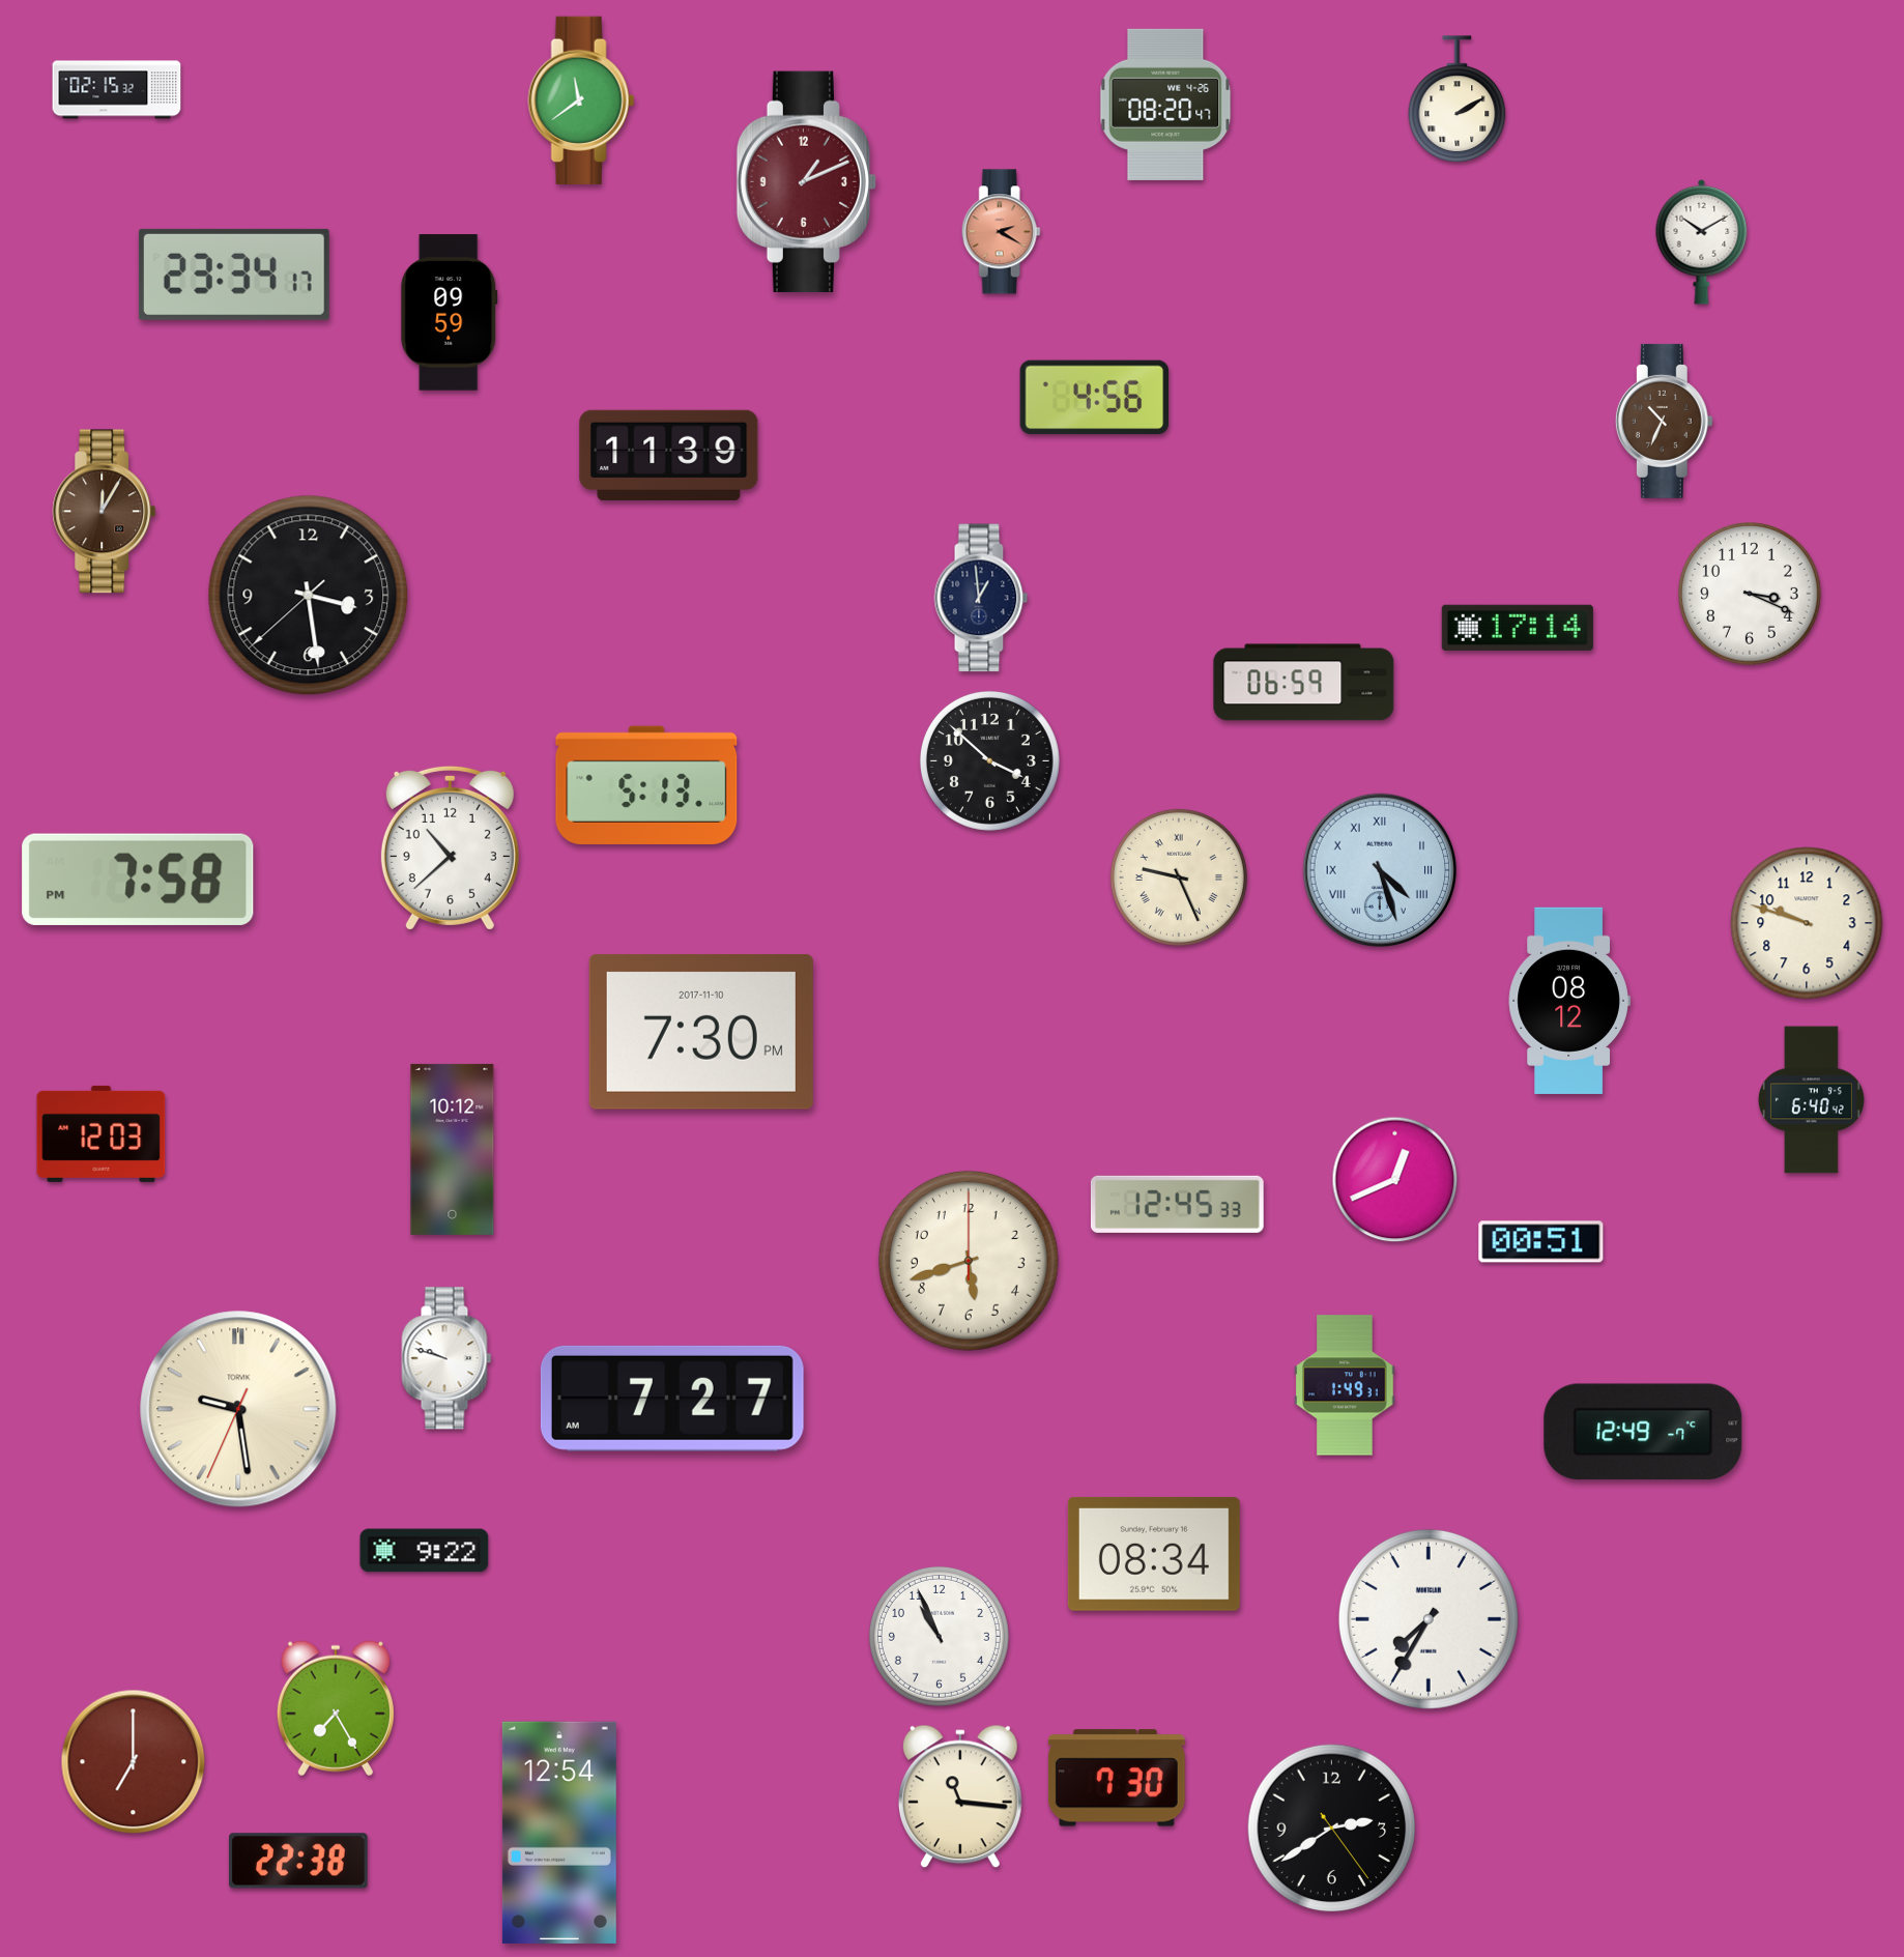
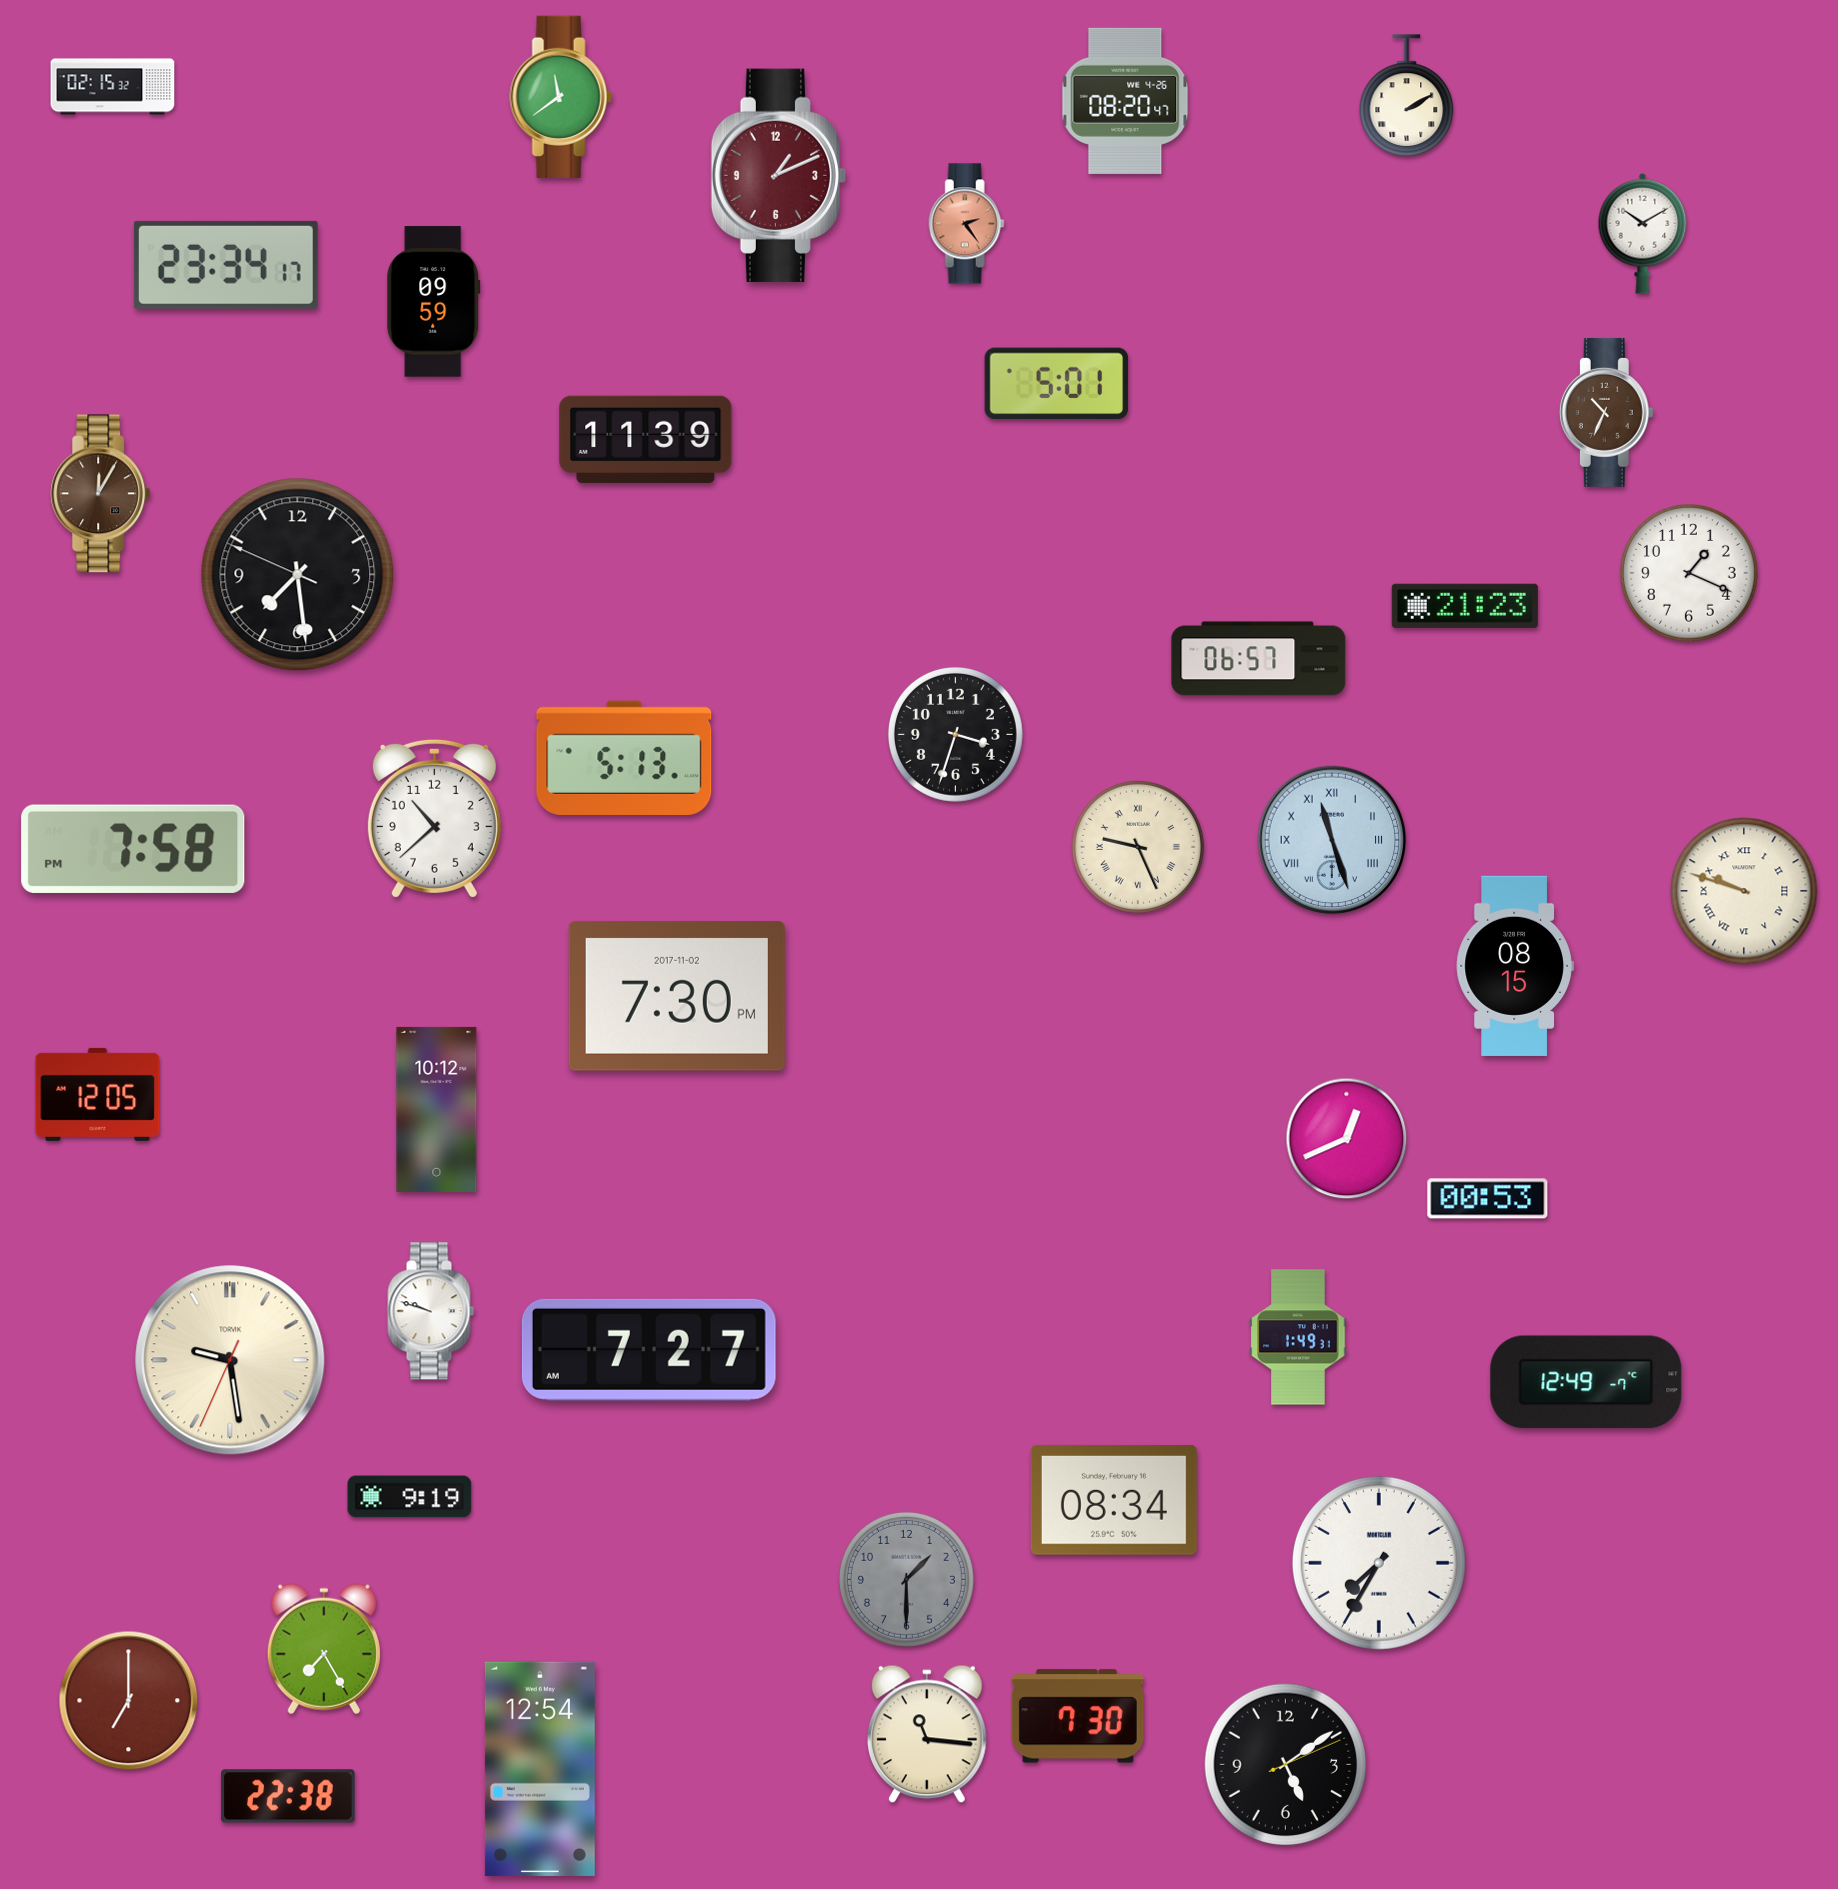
clock at (1001, 232): 2:20 -> 2:24
clock at (1095, 398): 4:56 -> 5:01
clock at (1664, 421) position: (1664, 421) -> (1606, 412)
clock at (1751, 595): 3:19 -> 1:19
clock at (309, 596): 3:28 -> 7:28
clock at (981, 598): 12:59 -> none
clock at (1518, 628): 17:14 -> 21:23
clock at (1304, 683): 06:59 -> 06:57
clock at (989, 760): 3:52 -> 3:33
clock at (1380, 870): 4:27 -> 11:27
clock at (1807, 923) numerals: Arabic -> Roman
clock at (1569, 1001): 08:12 -> 08:15
clock at (701, 1033) date: 2017-11-10 -> 2017-11-02
clock at (1811, 1100): 6:40 -> none
clock at (102, 1133): 12:03 -> 12:05
clock at (1177, 1204): 12:45 -> none
clock at (1541, 1242): 00:51 -> 00:53
clock at (969, 1261): 5:42 -> none
clock at (425, 1551): 9:22 -> 9:19
clock at (939, 1636): 10:56 -> 1:30
clock at (939, 1636) dial: white -> grey
clock at (1332, 1829): 2:39 -> 5:09
